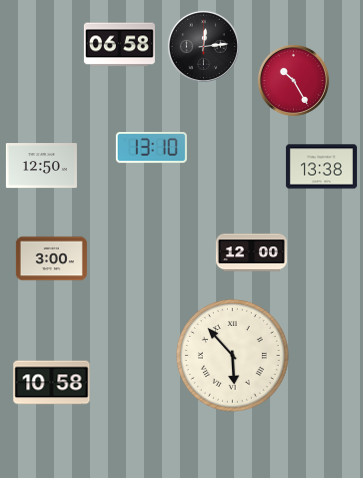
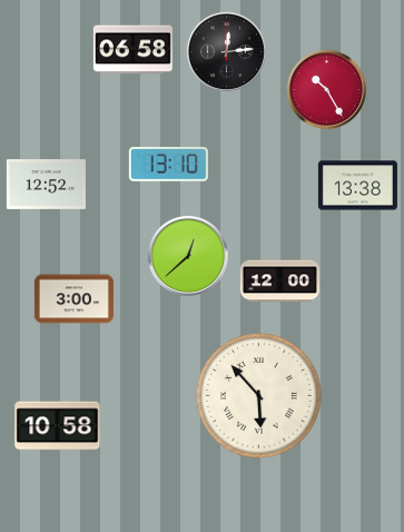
clock at (41, 166): 12:50 -> 12:52
clock at (188, 256): none -> 12:38
clock at (51, 259) position: (51, 259) -> (73, 299)
